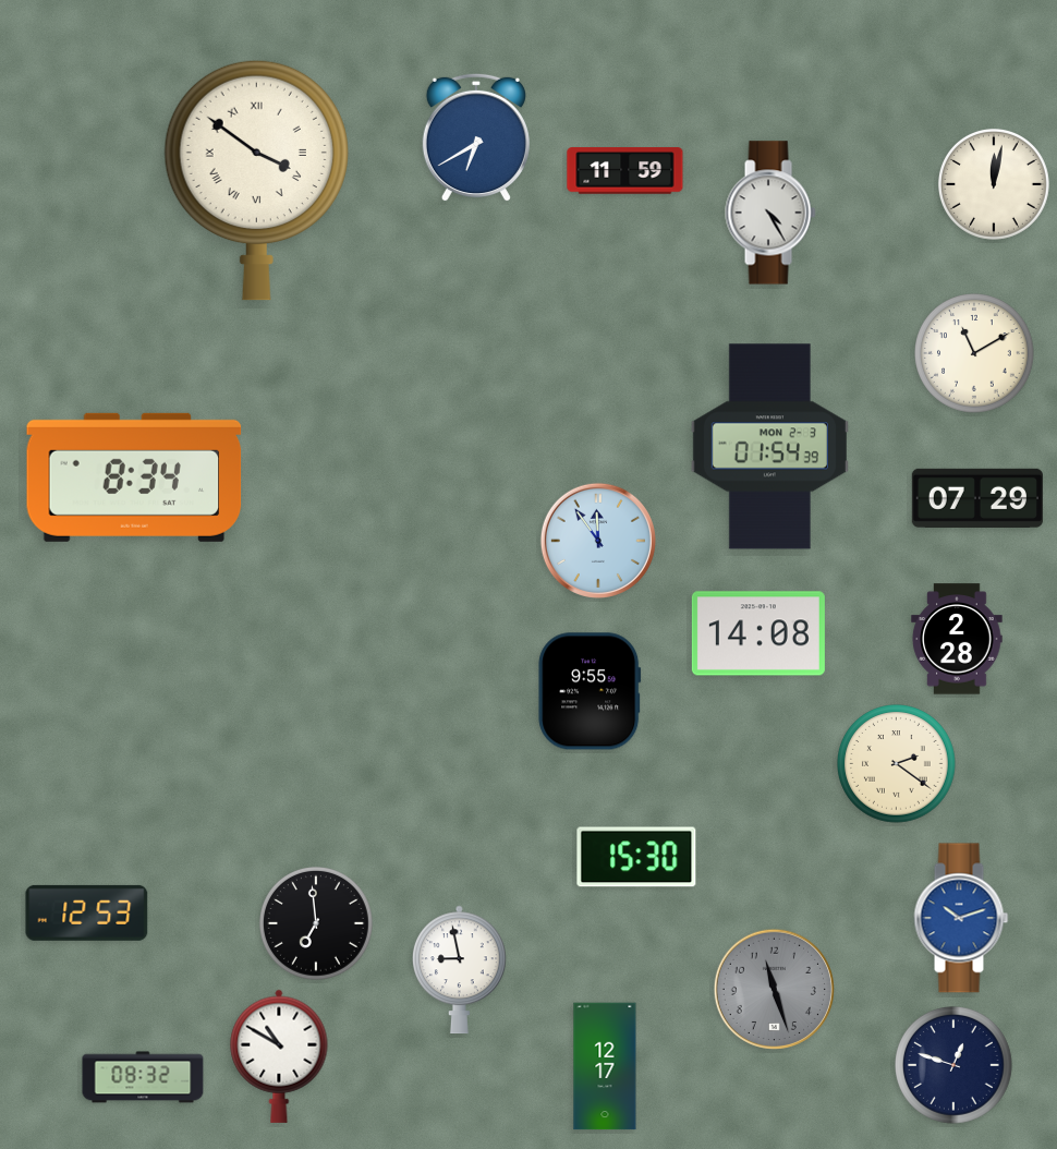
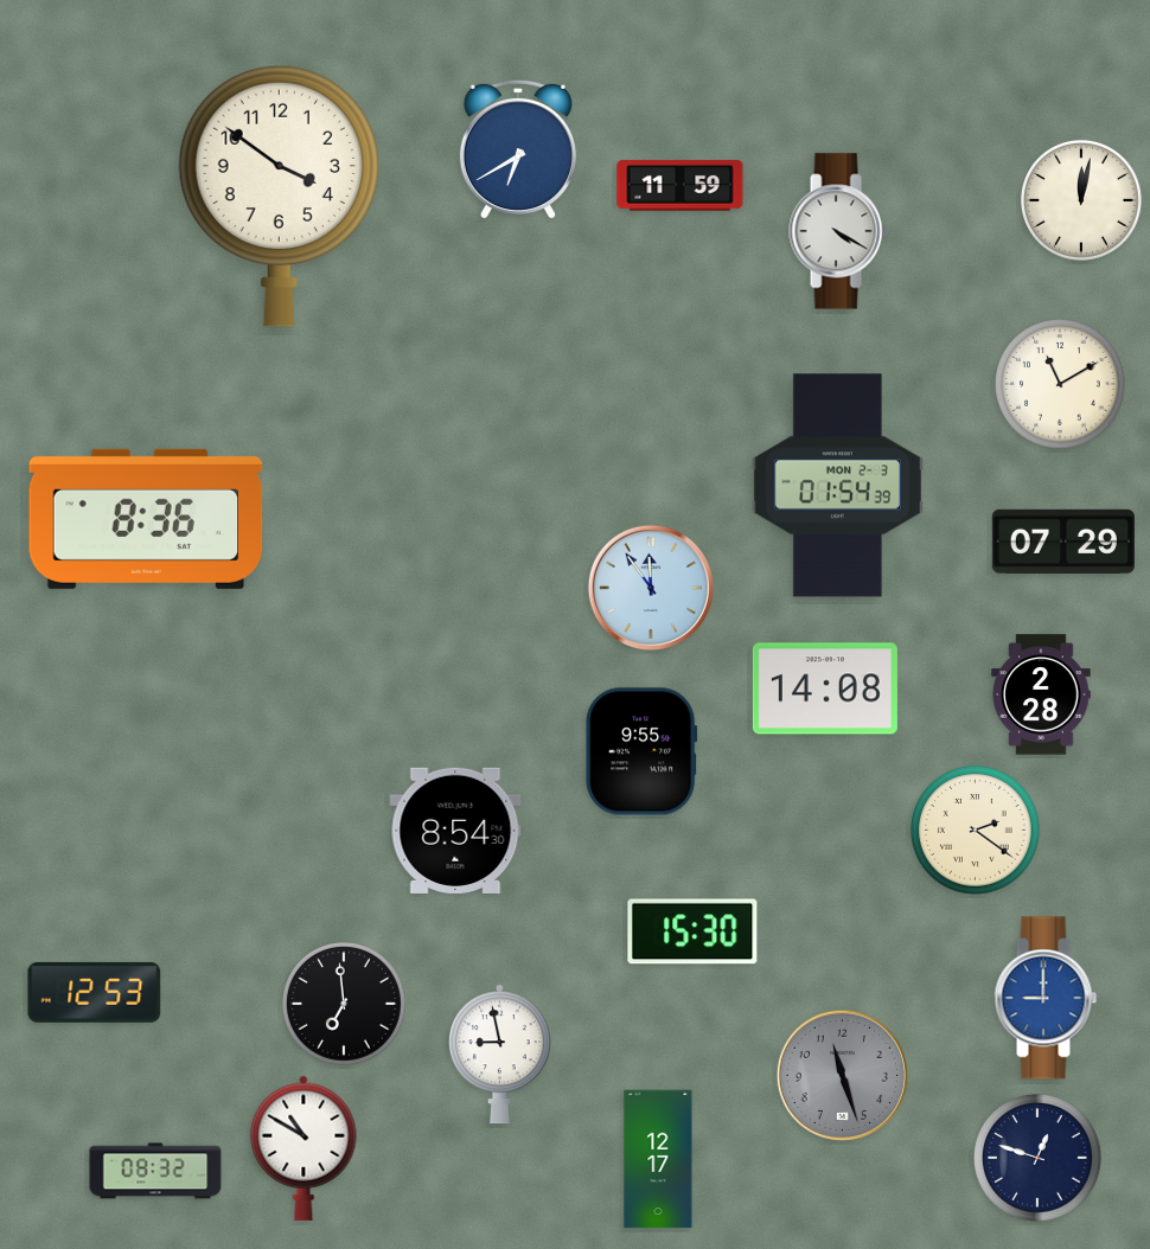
clock at (256, 180) numerals: Roman -> Arabic
clock at (770, 213): 4:25 -> 4:20
clock at (134, 477): 8:34 -> 8:36
clock at (455, 831): none -> 8:54
clock at (961, 918): 10:12 -> 9:00
